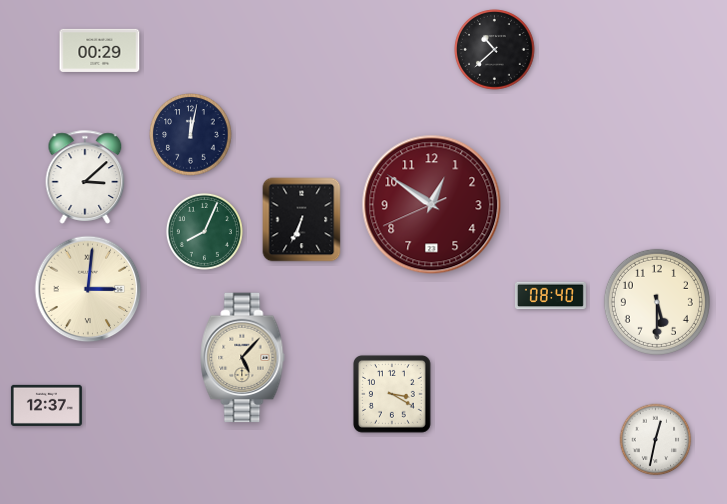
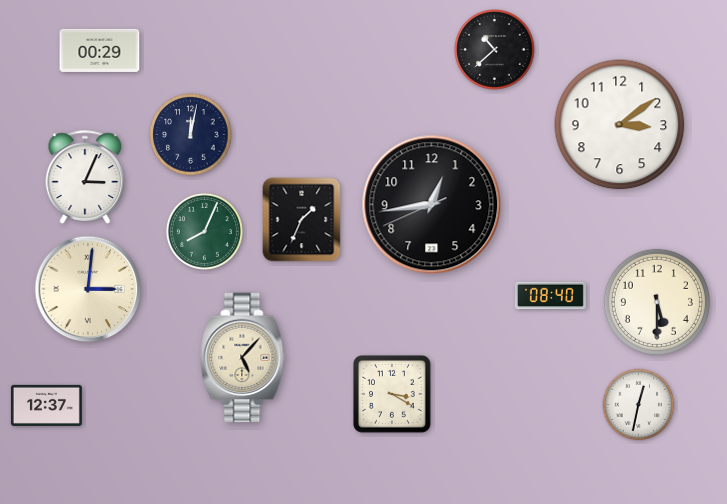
clock at (620, 125): none -> 3:09
clock at (85, 177): 3:08 -> 3:04
clock at (432, 205): 12:50 -> 12:43
clock at (432, 205) dial: burgundy -> black
clock at (302, 220): 6:34 -> 1:34
clock at (656, 440) position: (656, 440) -> (639, 405)
